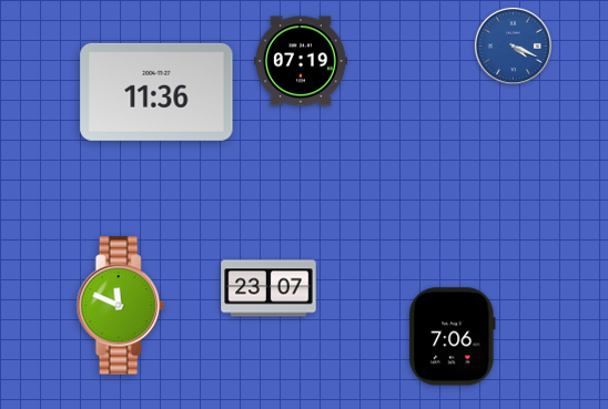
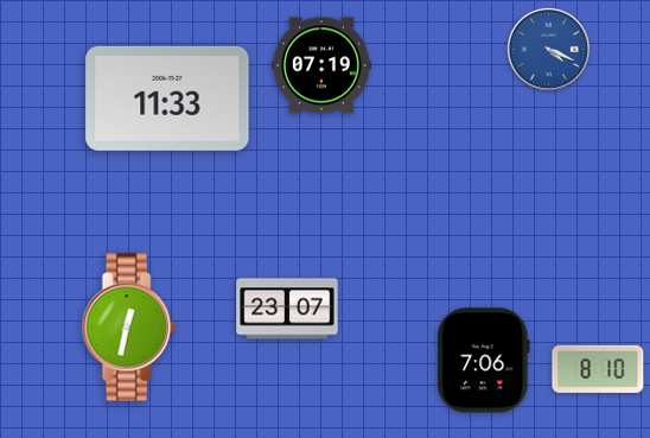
clock at (156, 92): 11:36 -> 11:33
clock at (120, 306): 11:49 -> 12:32
clock at (598, 369): none -> 8:10
